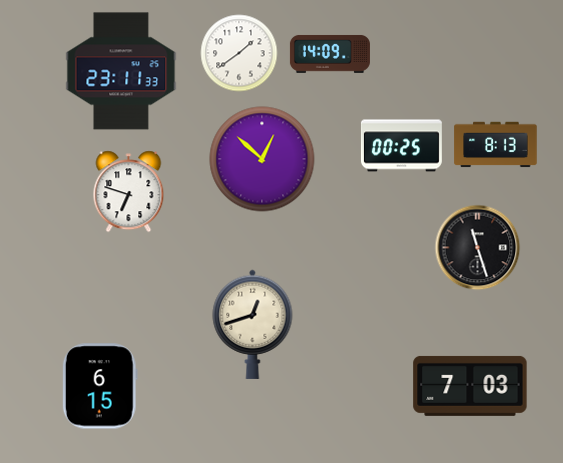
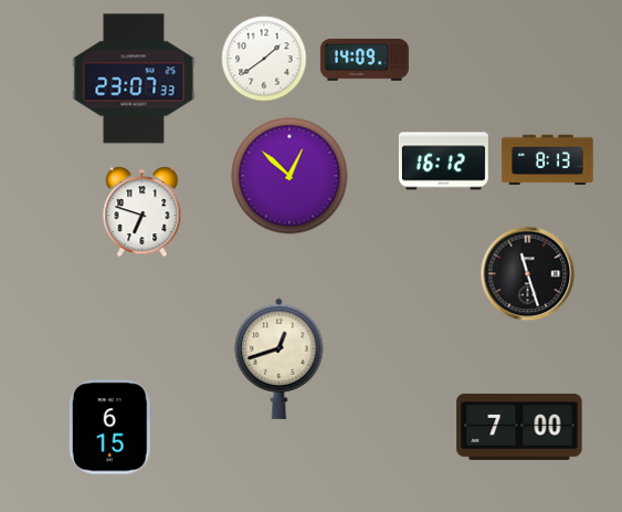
clock at (121, 71): 23:11 -> 23:07
clock at (401, 146): 00:25 -> 16:12
clock at (470, 386): 7:03 -> 7:00
